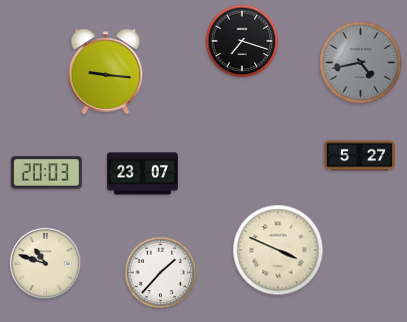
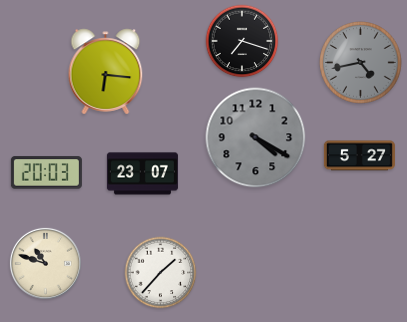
clock at (106, 72): 9:16 -> 6:16
clock at (256, 138): none -> 4:20
clock at (278, 250): 3:49 -> none
